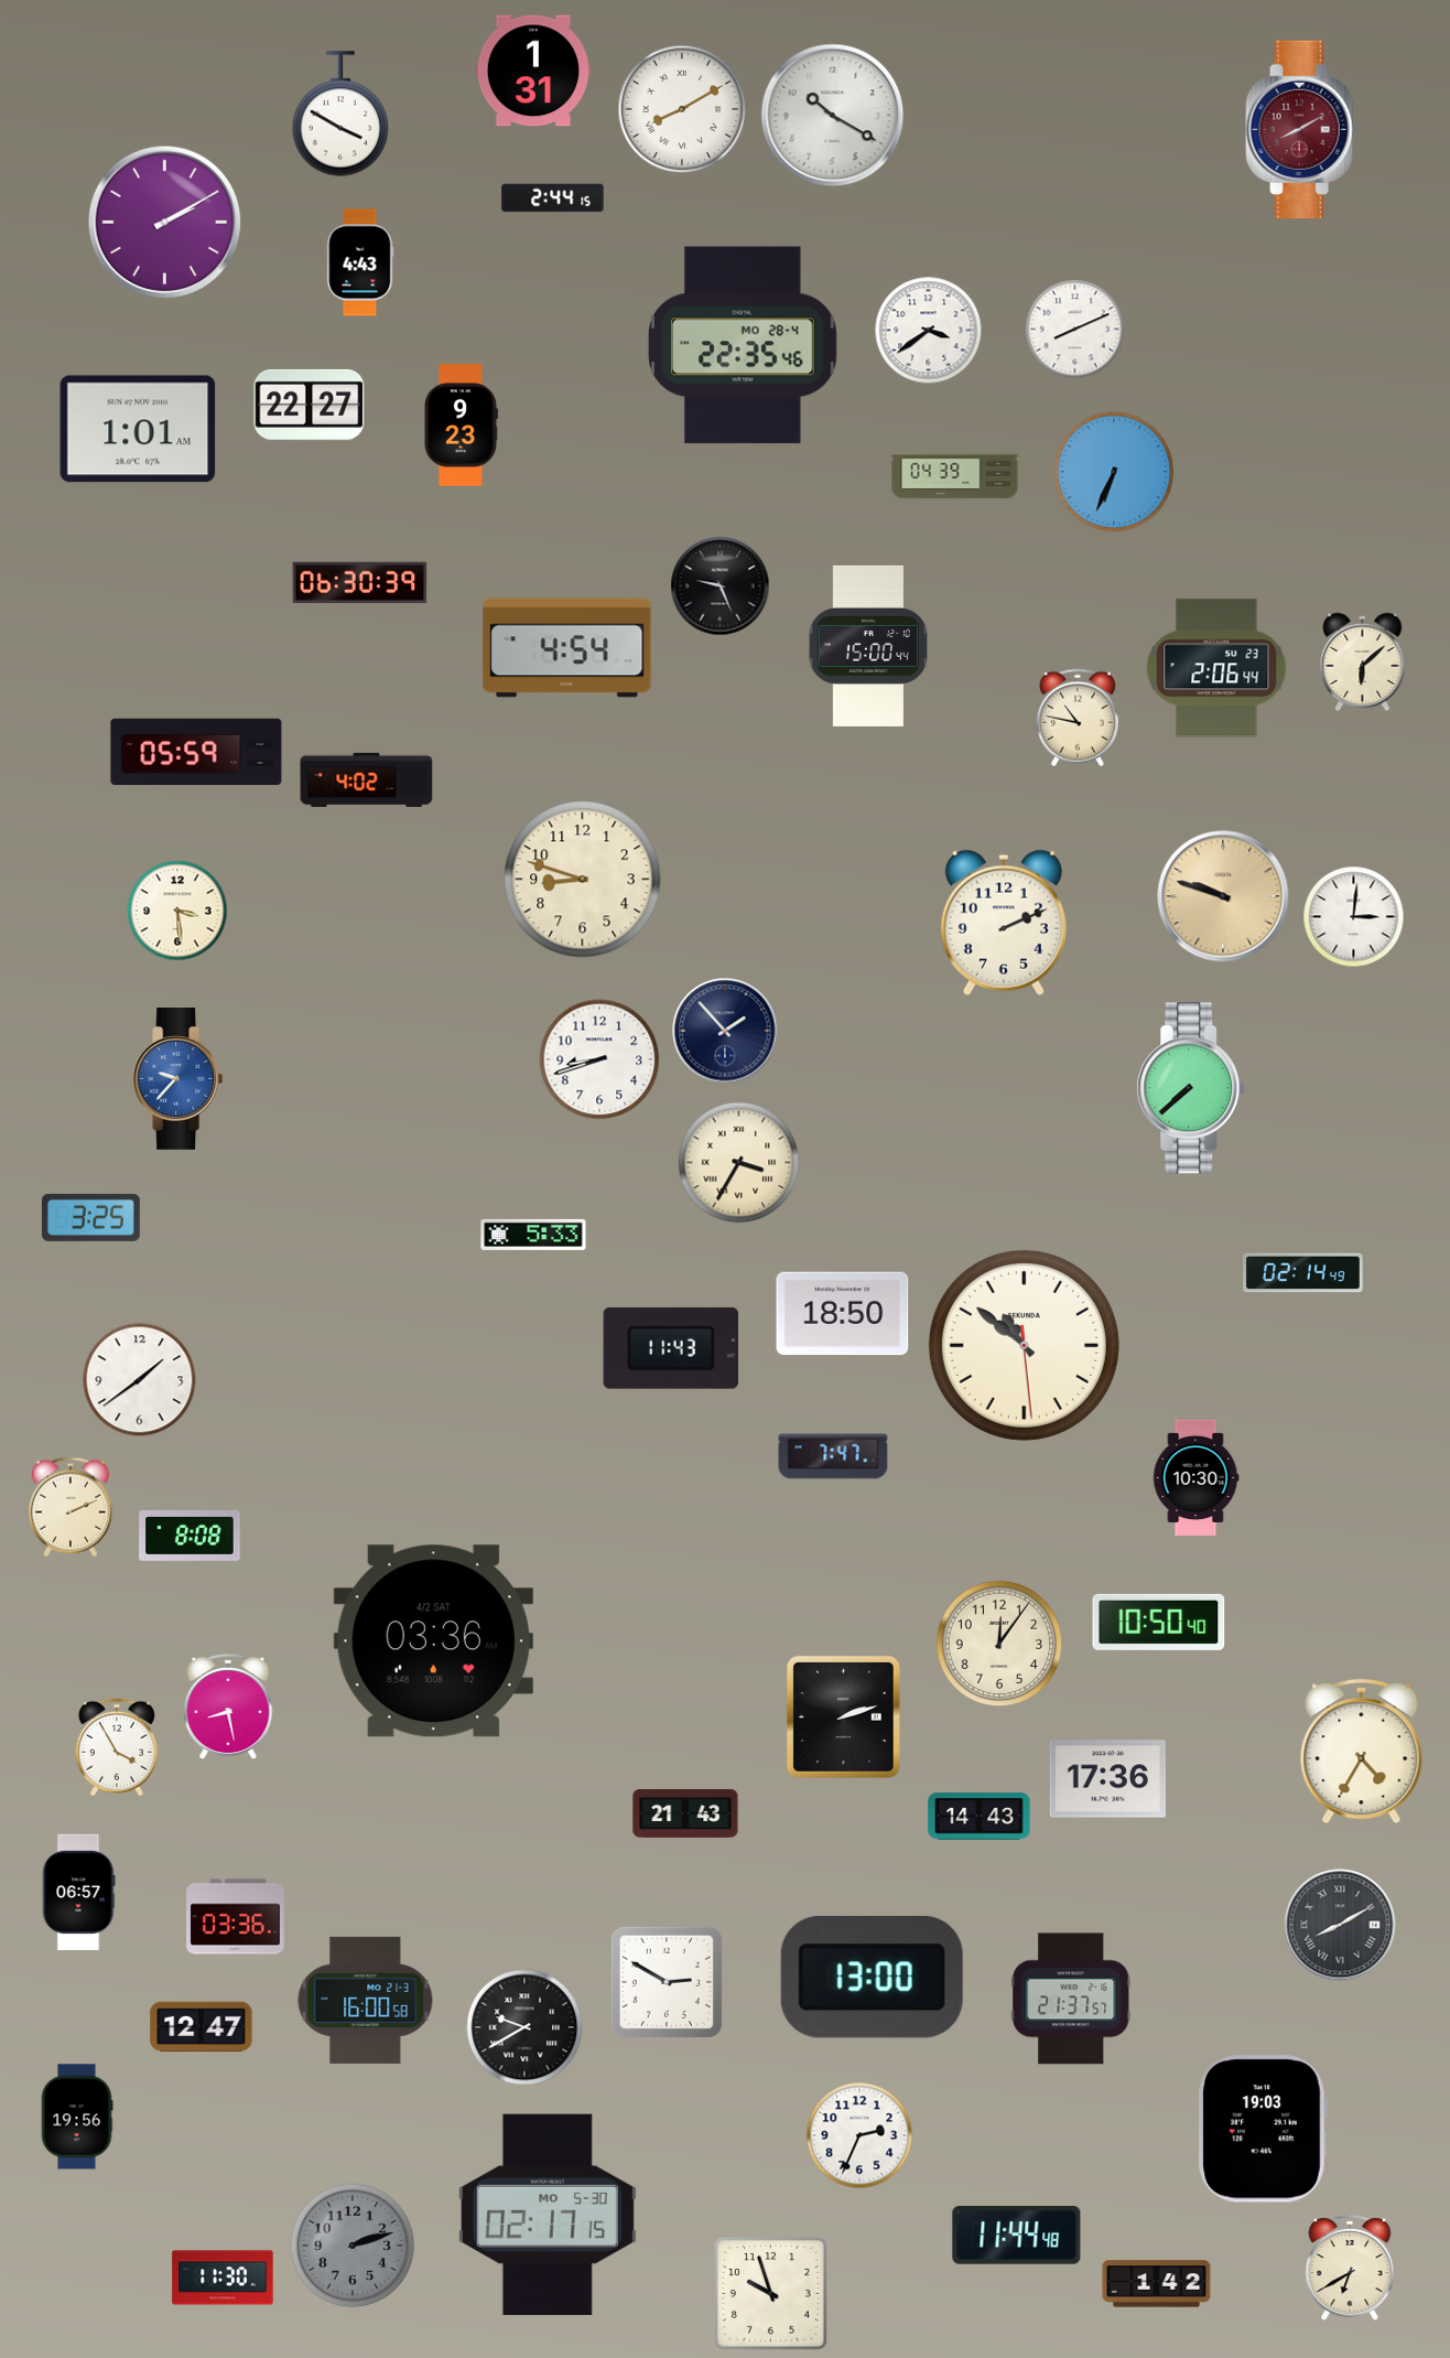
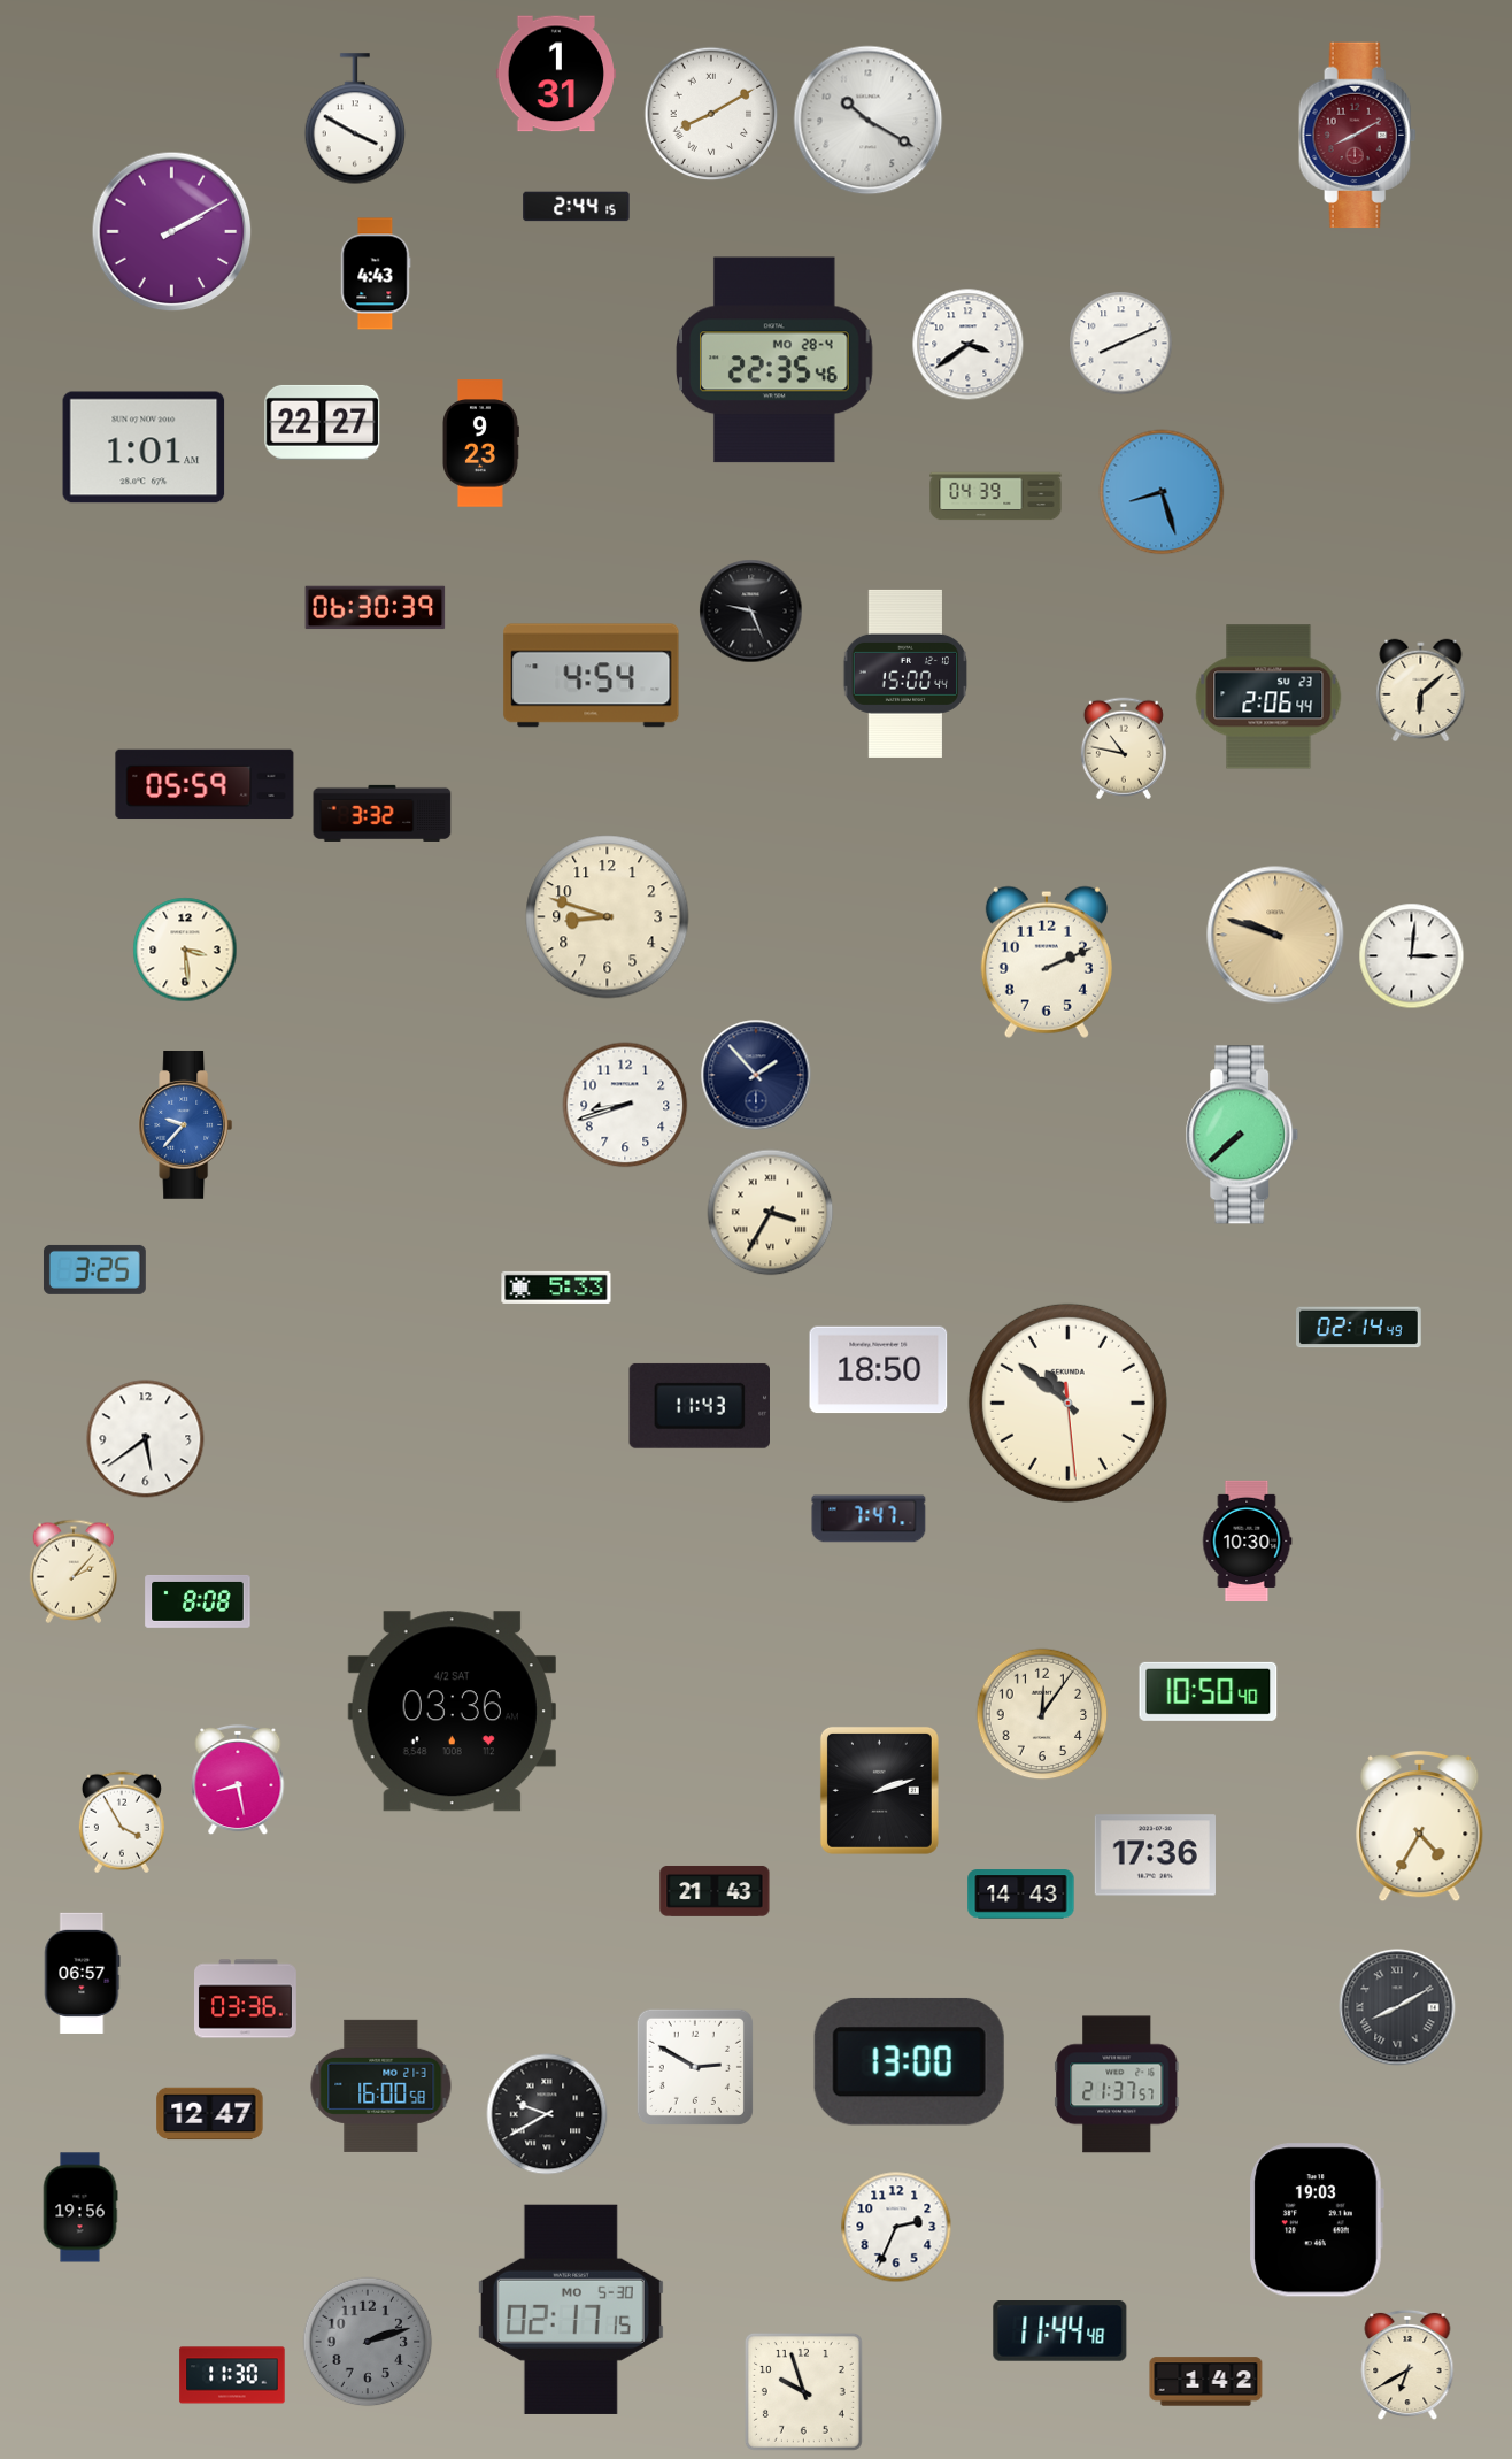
clock at (1114, 472): 6:34 -> 8:27
clock at (367, 779): 4:02 -> 3:32
clock at (140, 1380): 1:39 -> 5:39
clock at (69, 1507): 2:11 -> 2:07
